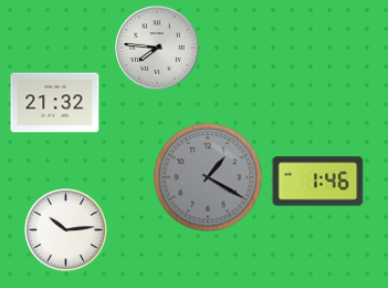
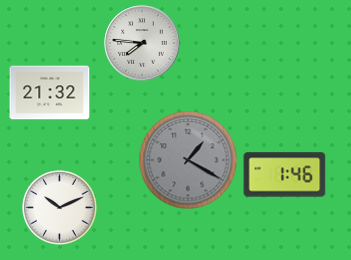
clock at (318, 182) position: (318, 182) -> (285, 175)
clock at (66, 230): 10:14 -> 10:11
